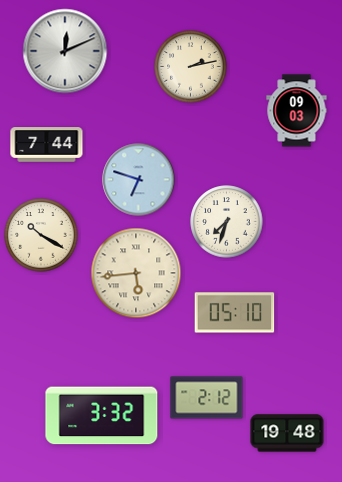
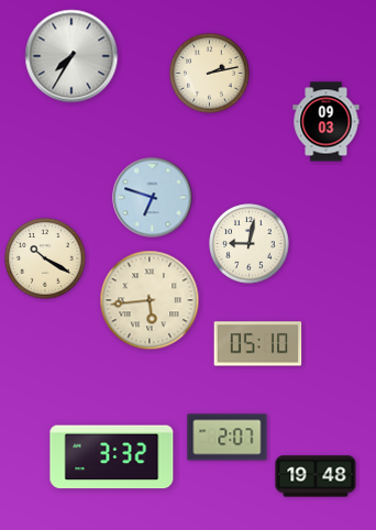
clock at (65, 51): 12:11 -> 7:35
clock at (47, 145): 7:44 -> none
clock at (227, 222): 7:33 -> 9:02
clock at (207, 398): 2:12 -> 2:07
